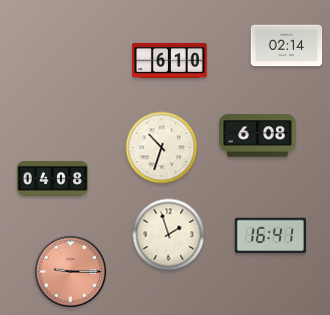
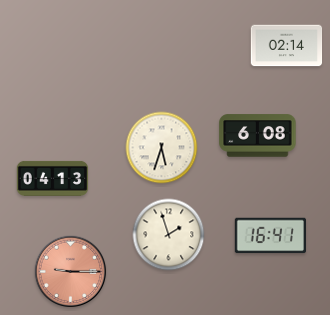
clock at (170, 60): 6:10 -> none
clock at (162, 148): 10:33 -> 5:33
clock at (53, 178): 04:08 -> 04:13
